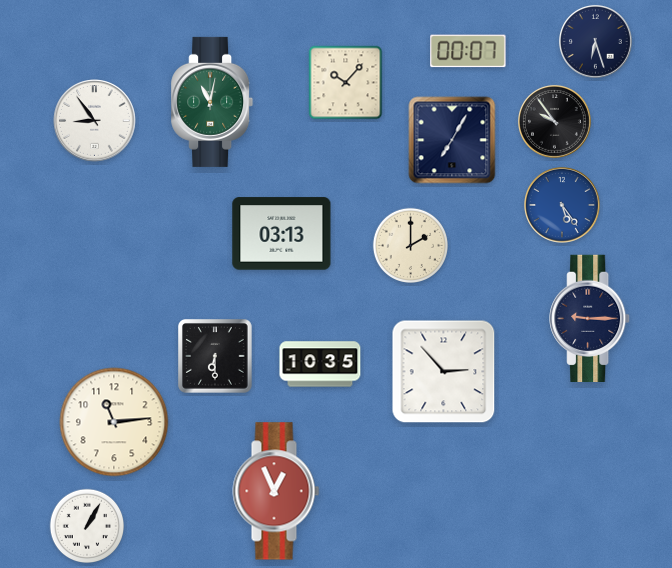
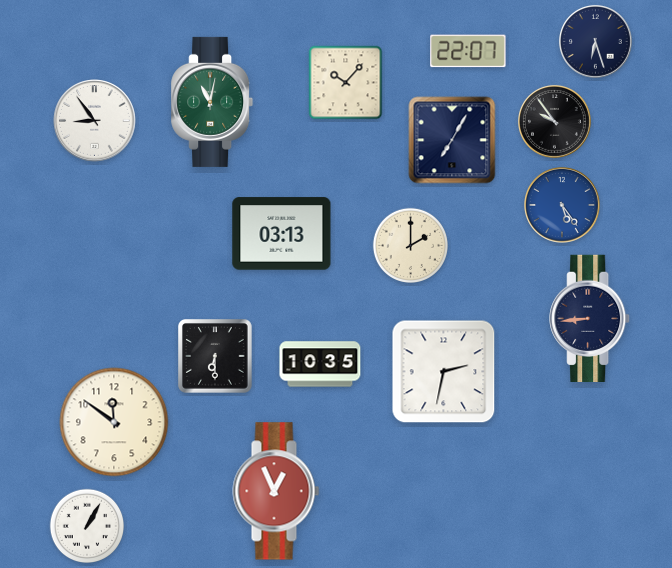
clock at (468, 51): 00:07 -> 22:07
clock at (590, 318): 9:15 -> 8:44
clock at (444, 372): 2:53 -> 2:32
clock at (114, 422): 11:14 -> 11:51
